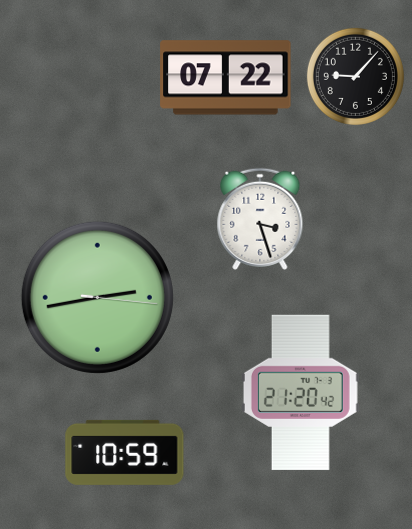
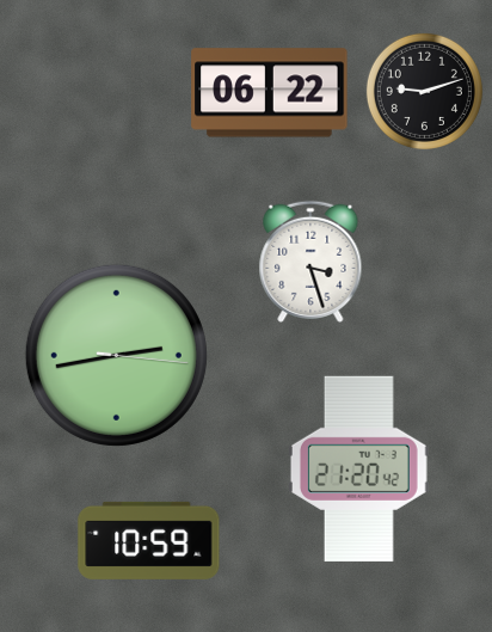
clock at (355, 76): 9:07 -> 9:12
clock at (226, 78): 07:22 -> 06:22
